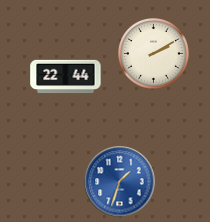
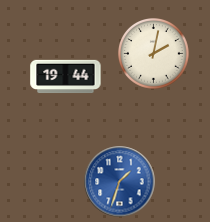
clock at (154, 54): 2:10 -> 2:02
clock at (66, 77): 22:44 -> 19:44
